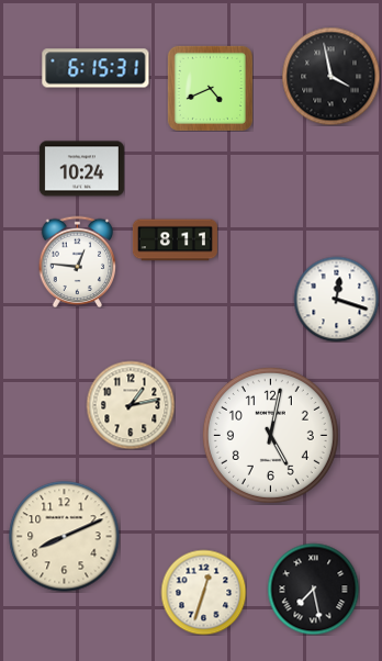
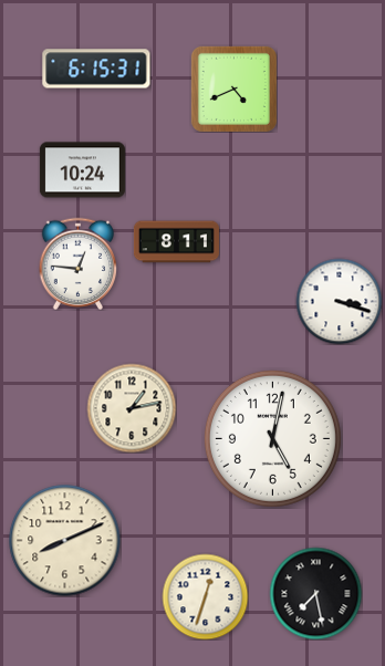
clock at (330, 76): 3:58 -> none
clock at (210, 88) position: (210, 88) -> (233, 89)
clock at (336, 299): 12:18 -> 3:18
